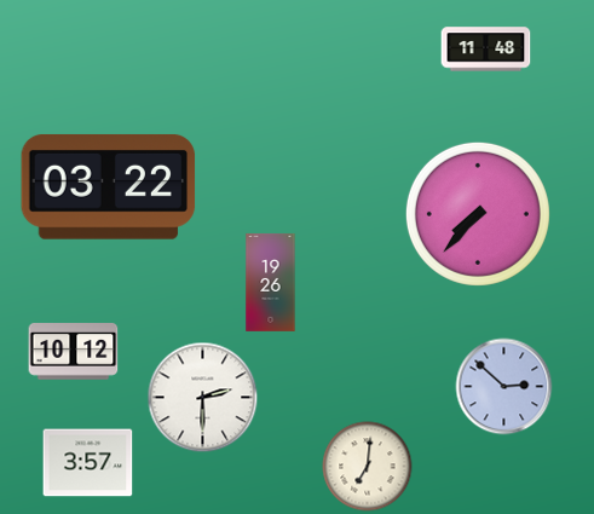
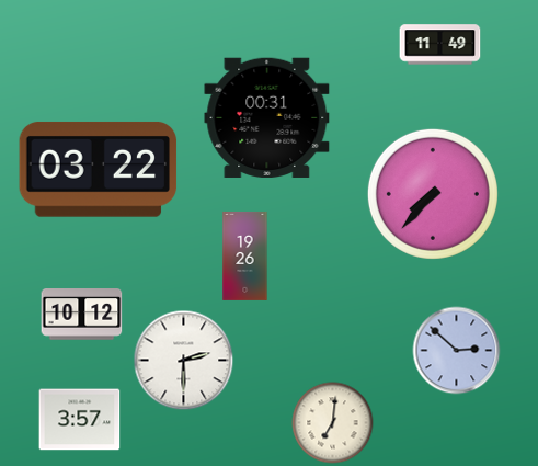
clock at (486, 50): 11:48 -> 11:49
clock at (267, 117): none -> 00:31
clock at (74, 352) position: (74, 352) -> (82, 315)
